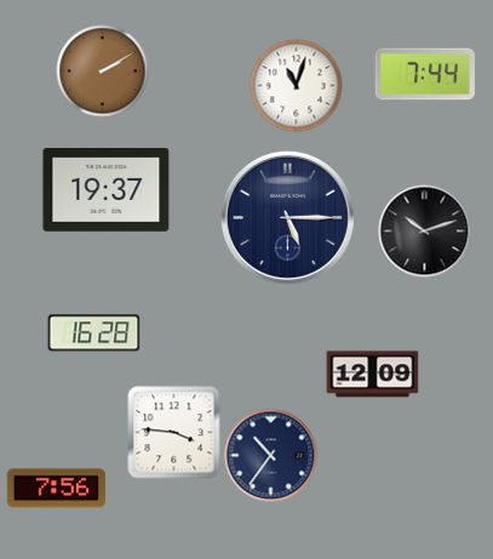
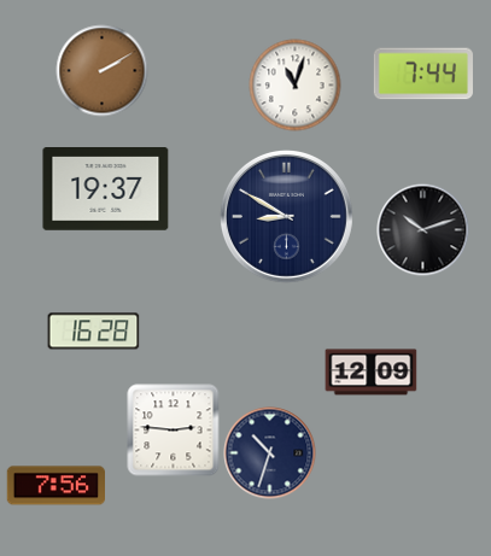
clock at (287, 217): 5:15 -> 8:50
clock at (174, 433): 3:46 -> 2:46
clock at (271, 456): 10:36 -> 10:33
